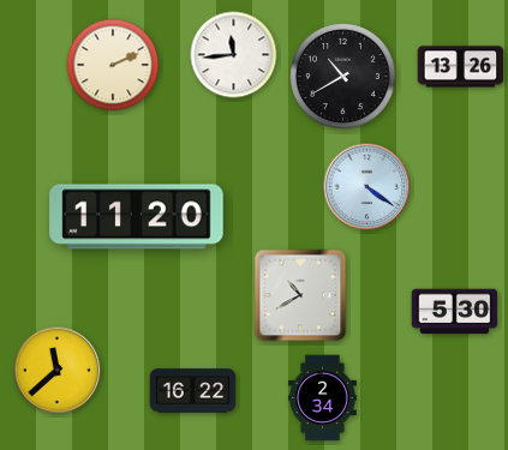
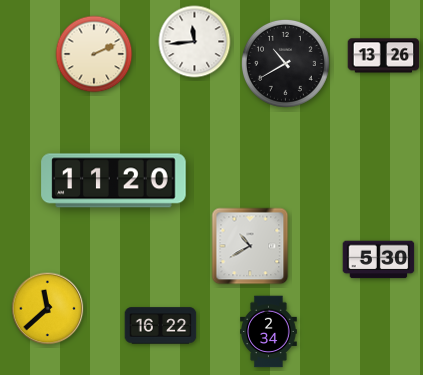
clock at (234, 55) position: (234, 55) -> (195, 42)
clock at (367, 187): 4:21 -> none
